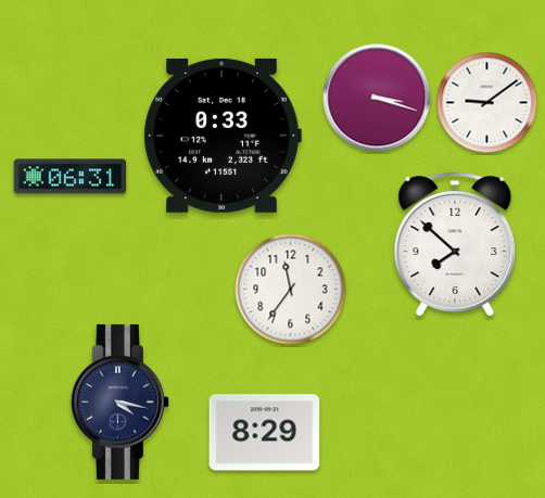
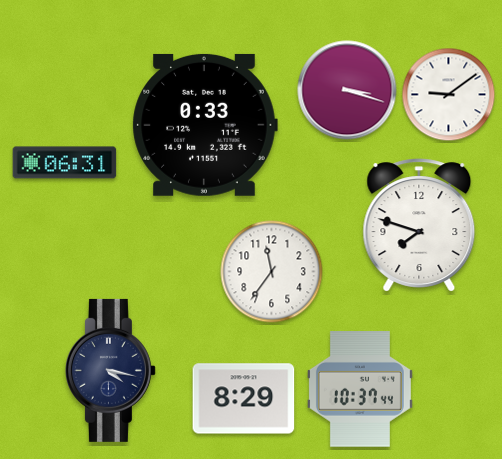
clock at (455, 244): 7:52 -> 7:48
clock at (291, 290) position: (291, 290) -> (272, 272)
clock at (360, 389): none -> 10:37
